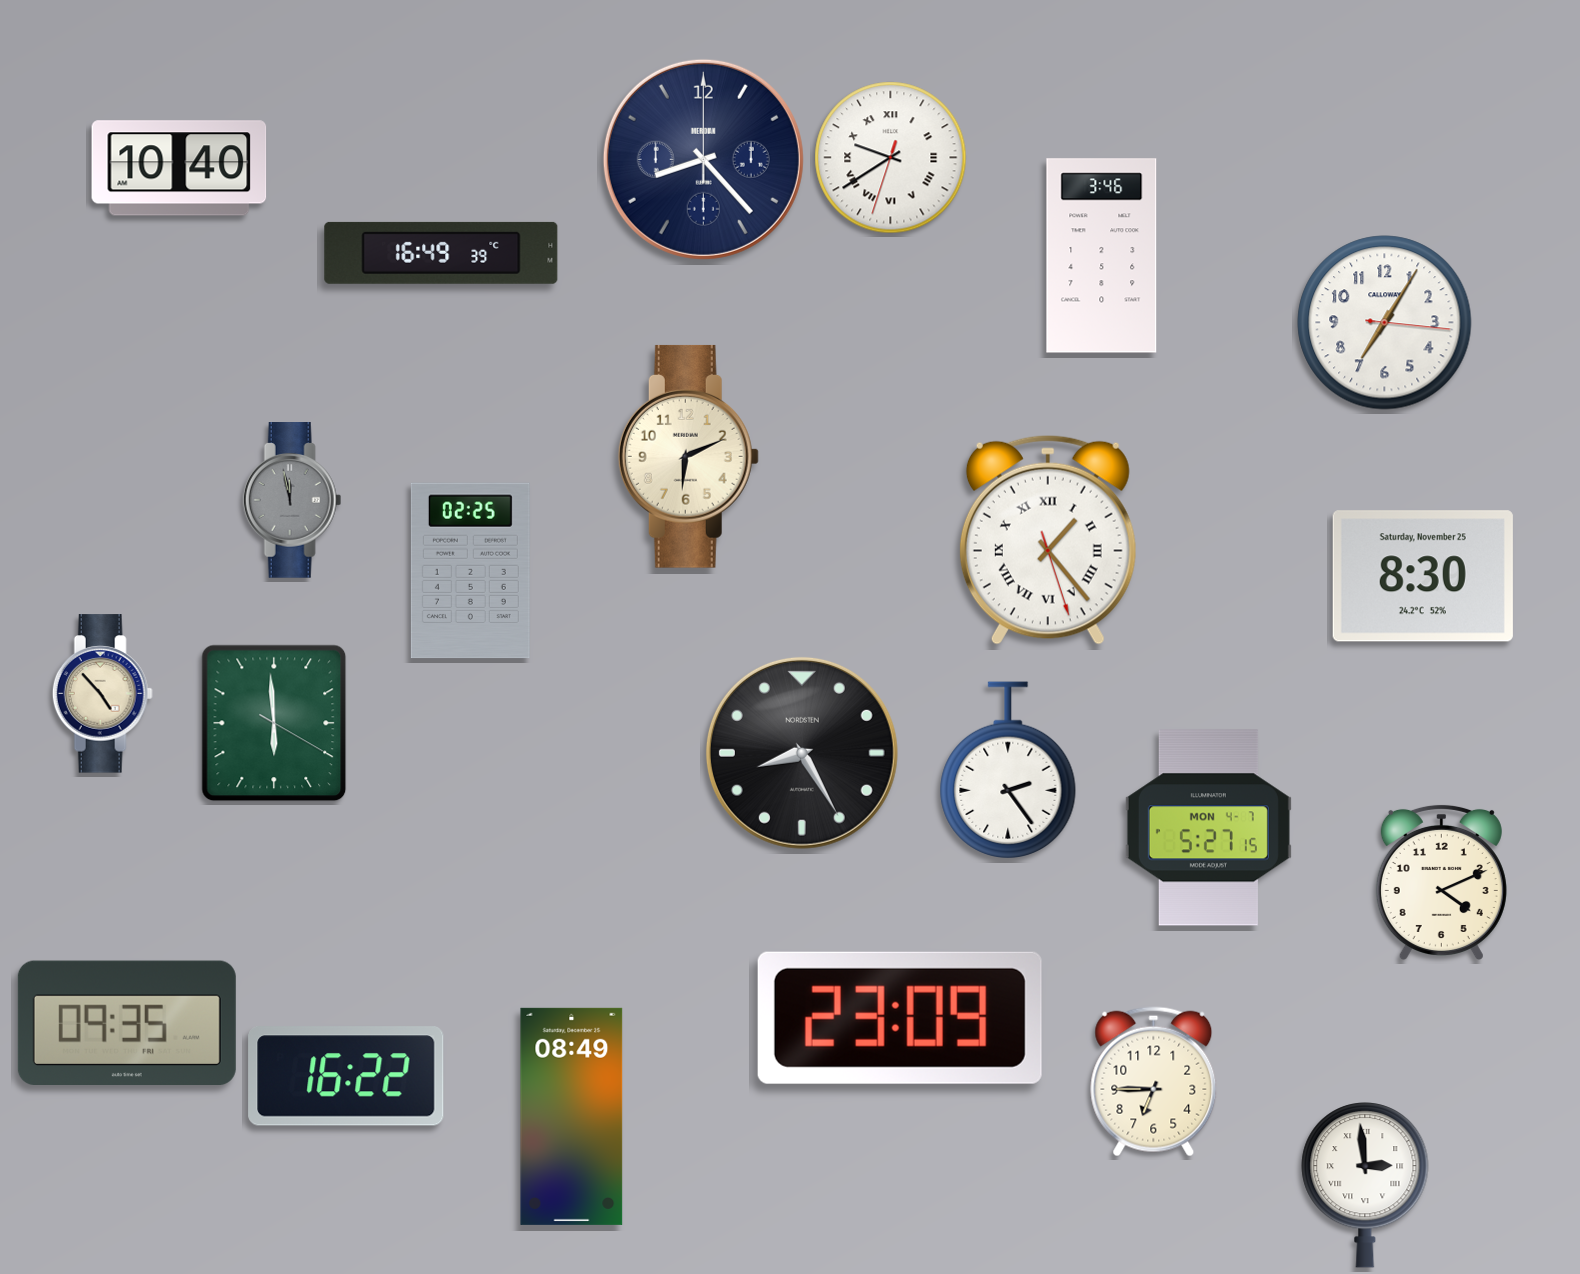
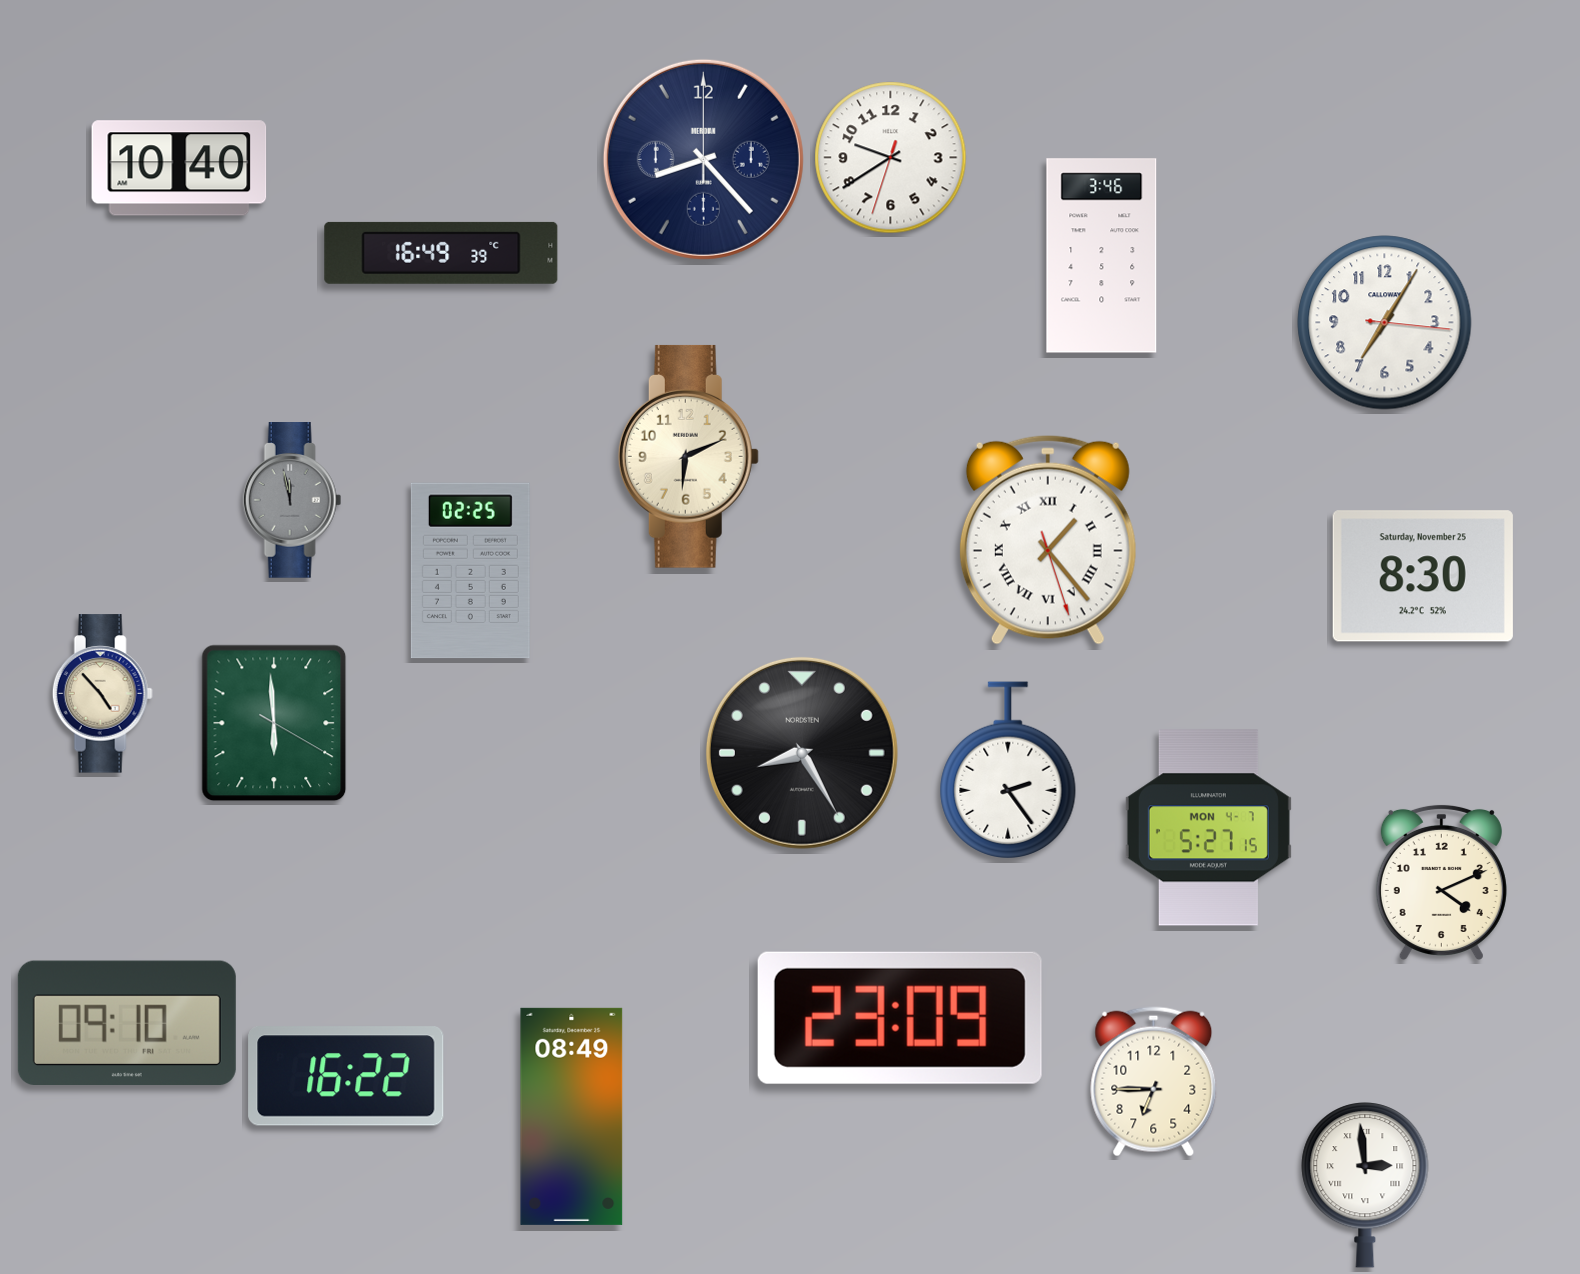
clock at (891, 158) numerals: Roman -> Arabic
clock at (127, 1022): 09:35 -> 09:10
